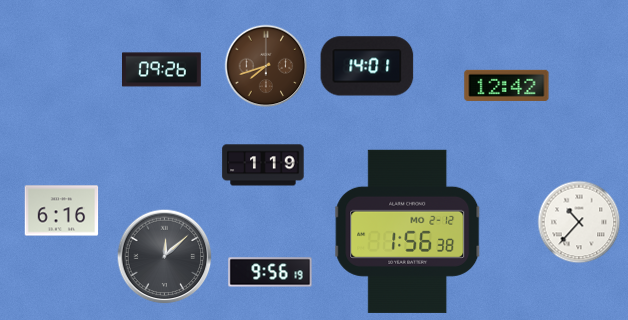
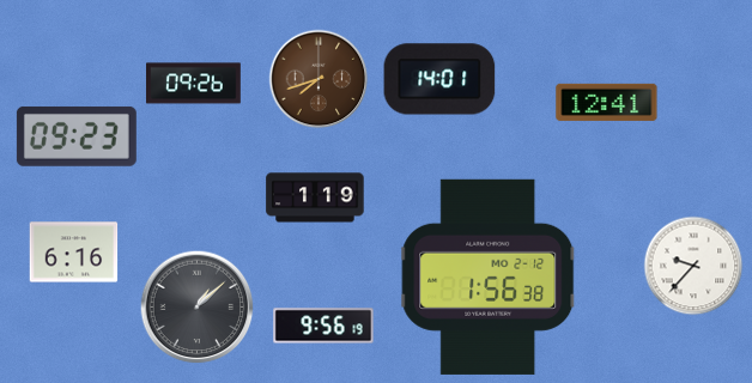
clock at (507, 85): 12:42 -> 12:41
clock at (77, 136): none -> 09:23
clock at (579, 222): 10:37 -> 9:37
clock at (165, 257): 12:08 -> 1:08
